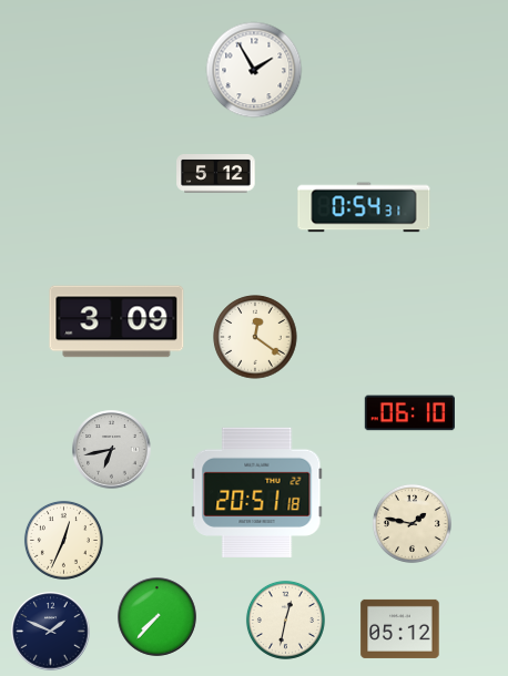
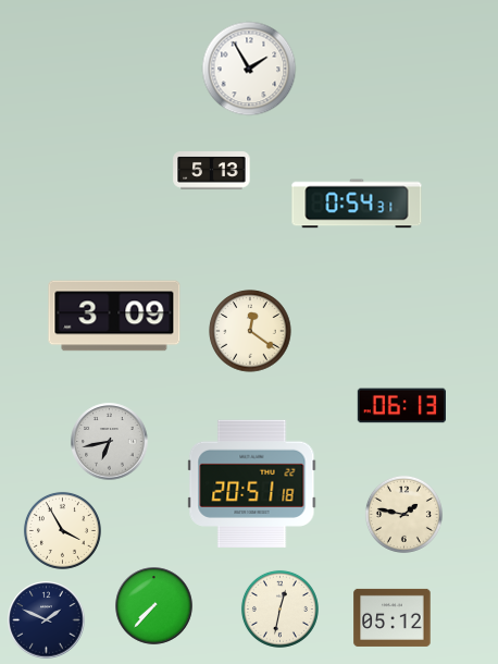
clock at (216, 174): 5:12 -> 5:13
clock at (409, 413): 06:10 -> 06:13
clock at (63, 540): 12:34 -> 3:55
clock at (51, 632) position: (51, 632) -> (47, 620)
